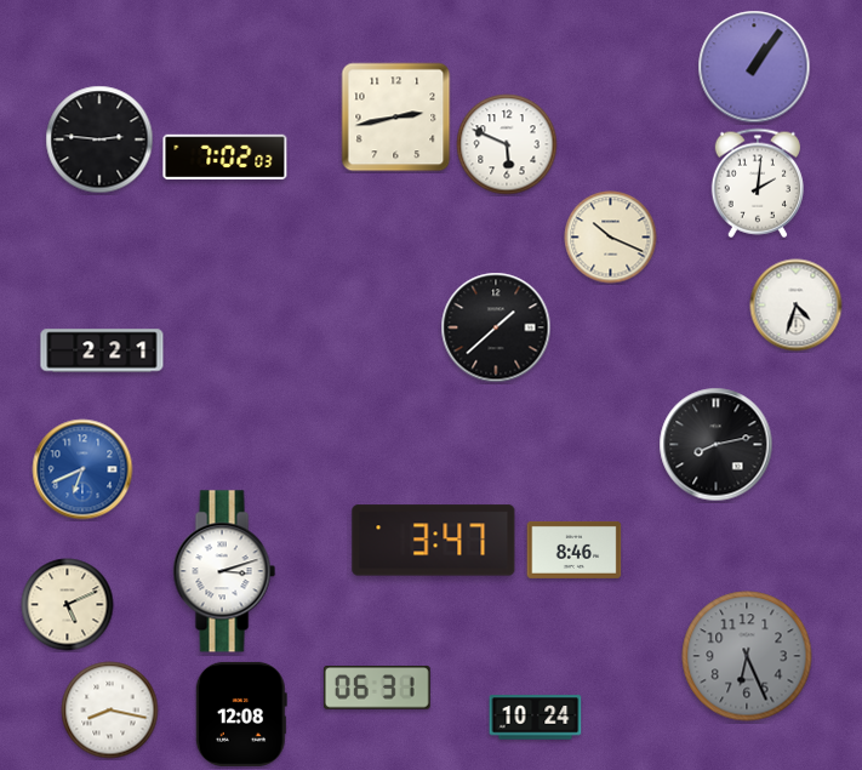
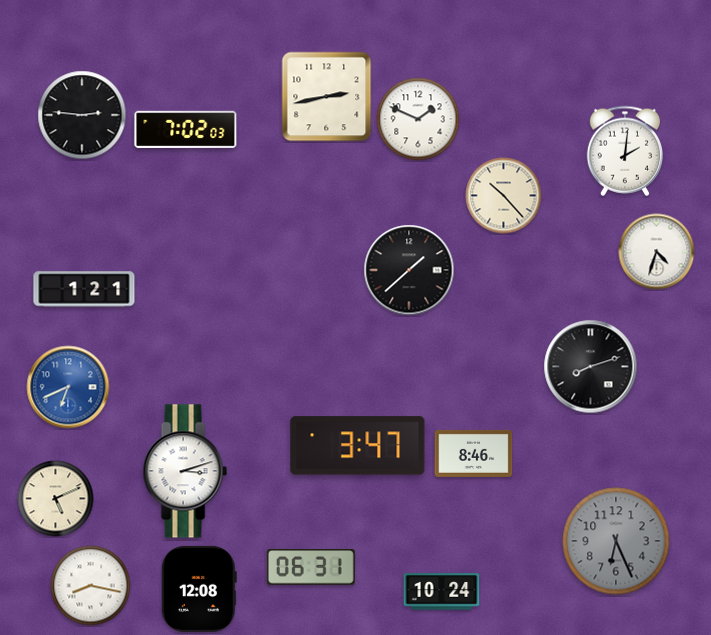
clock at (754, 67): 1:06 -> none
clock at (507, 144): 5:49 -> 1:49
clock at (611, 238): 10:19 -> 10:23
clock at (102, 350): 2:21 -> 1:21
clock at (717, 445): 8:13 -> 8:12
